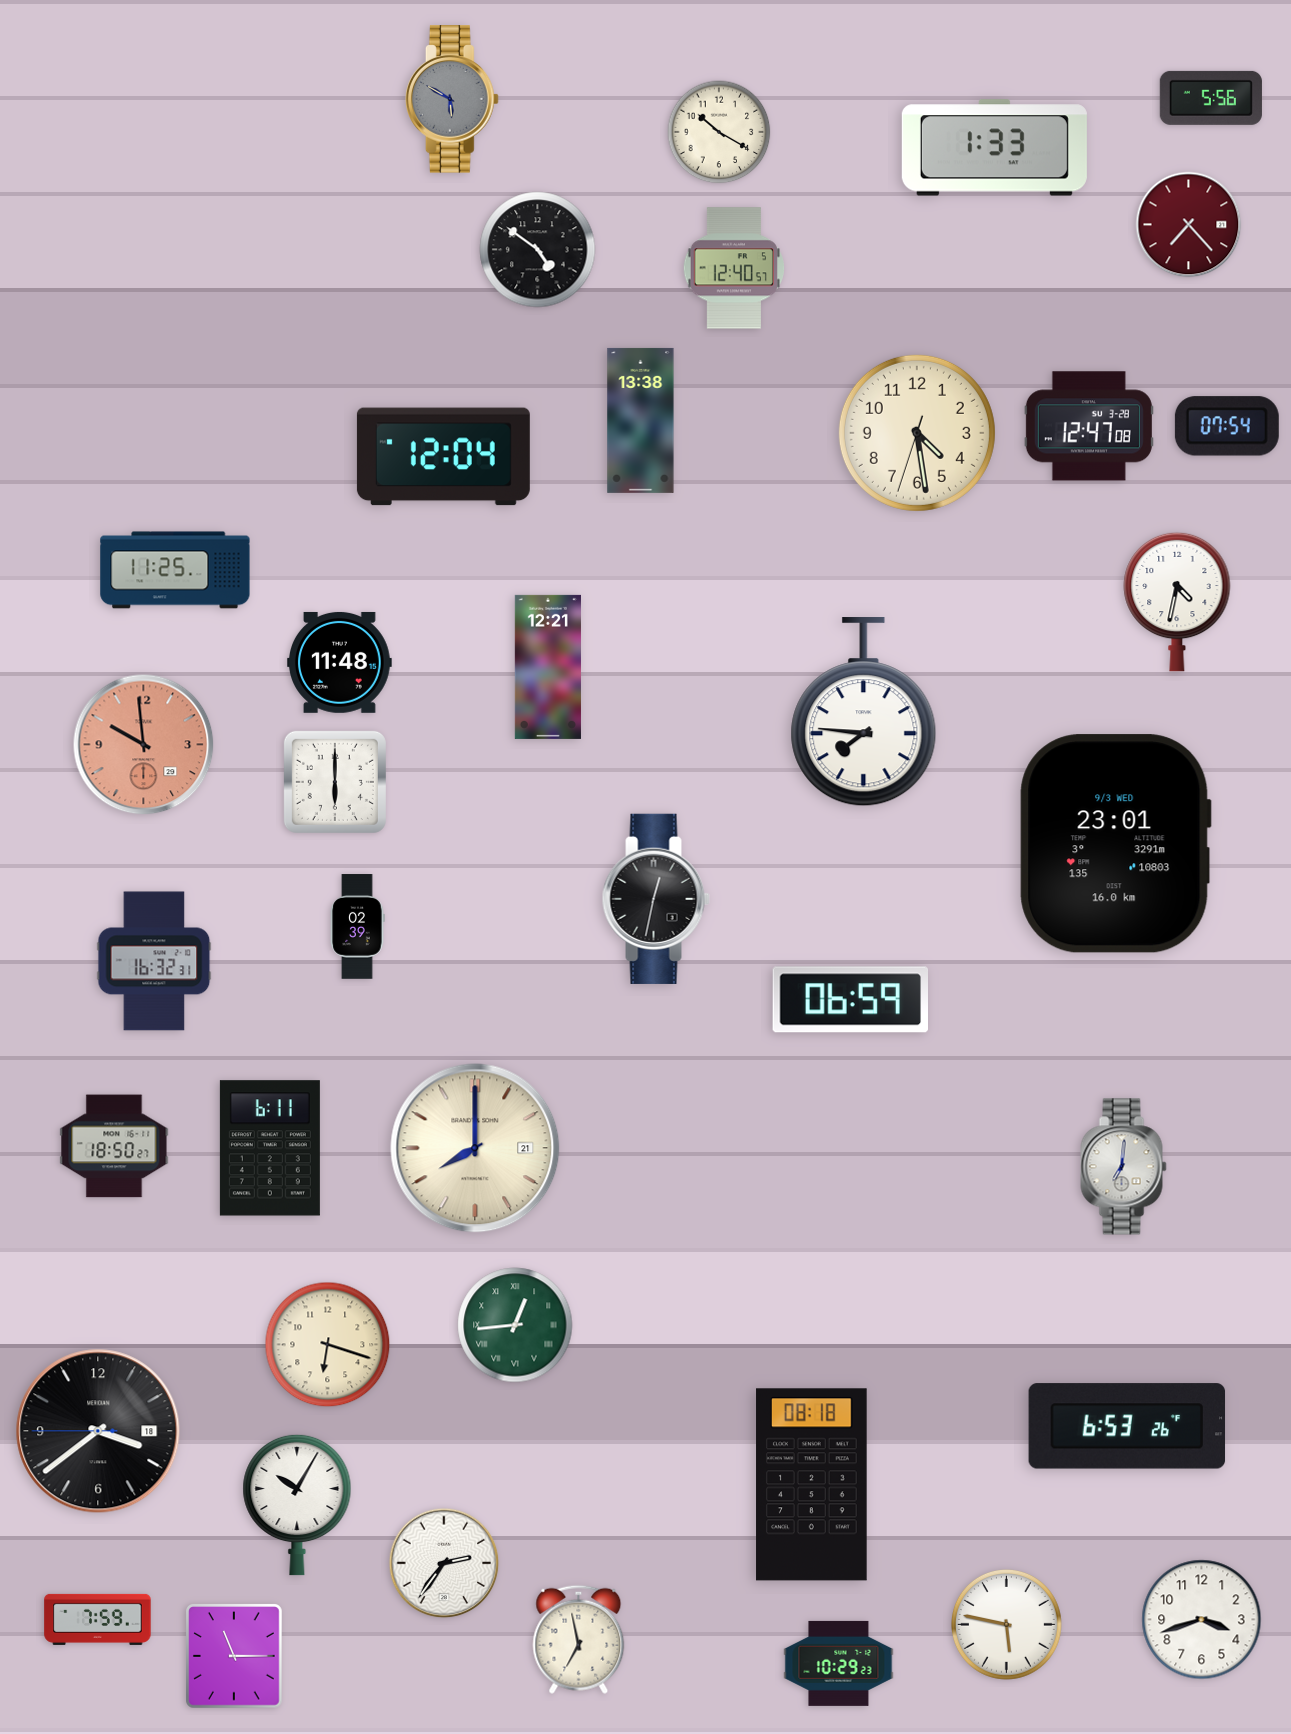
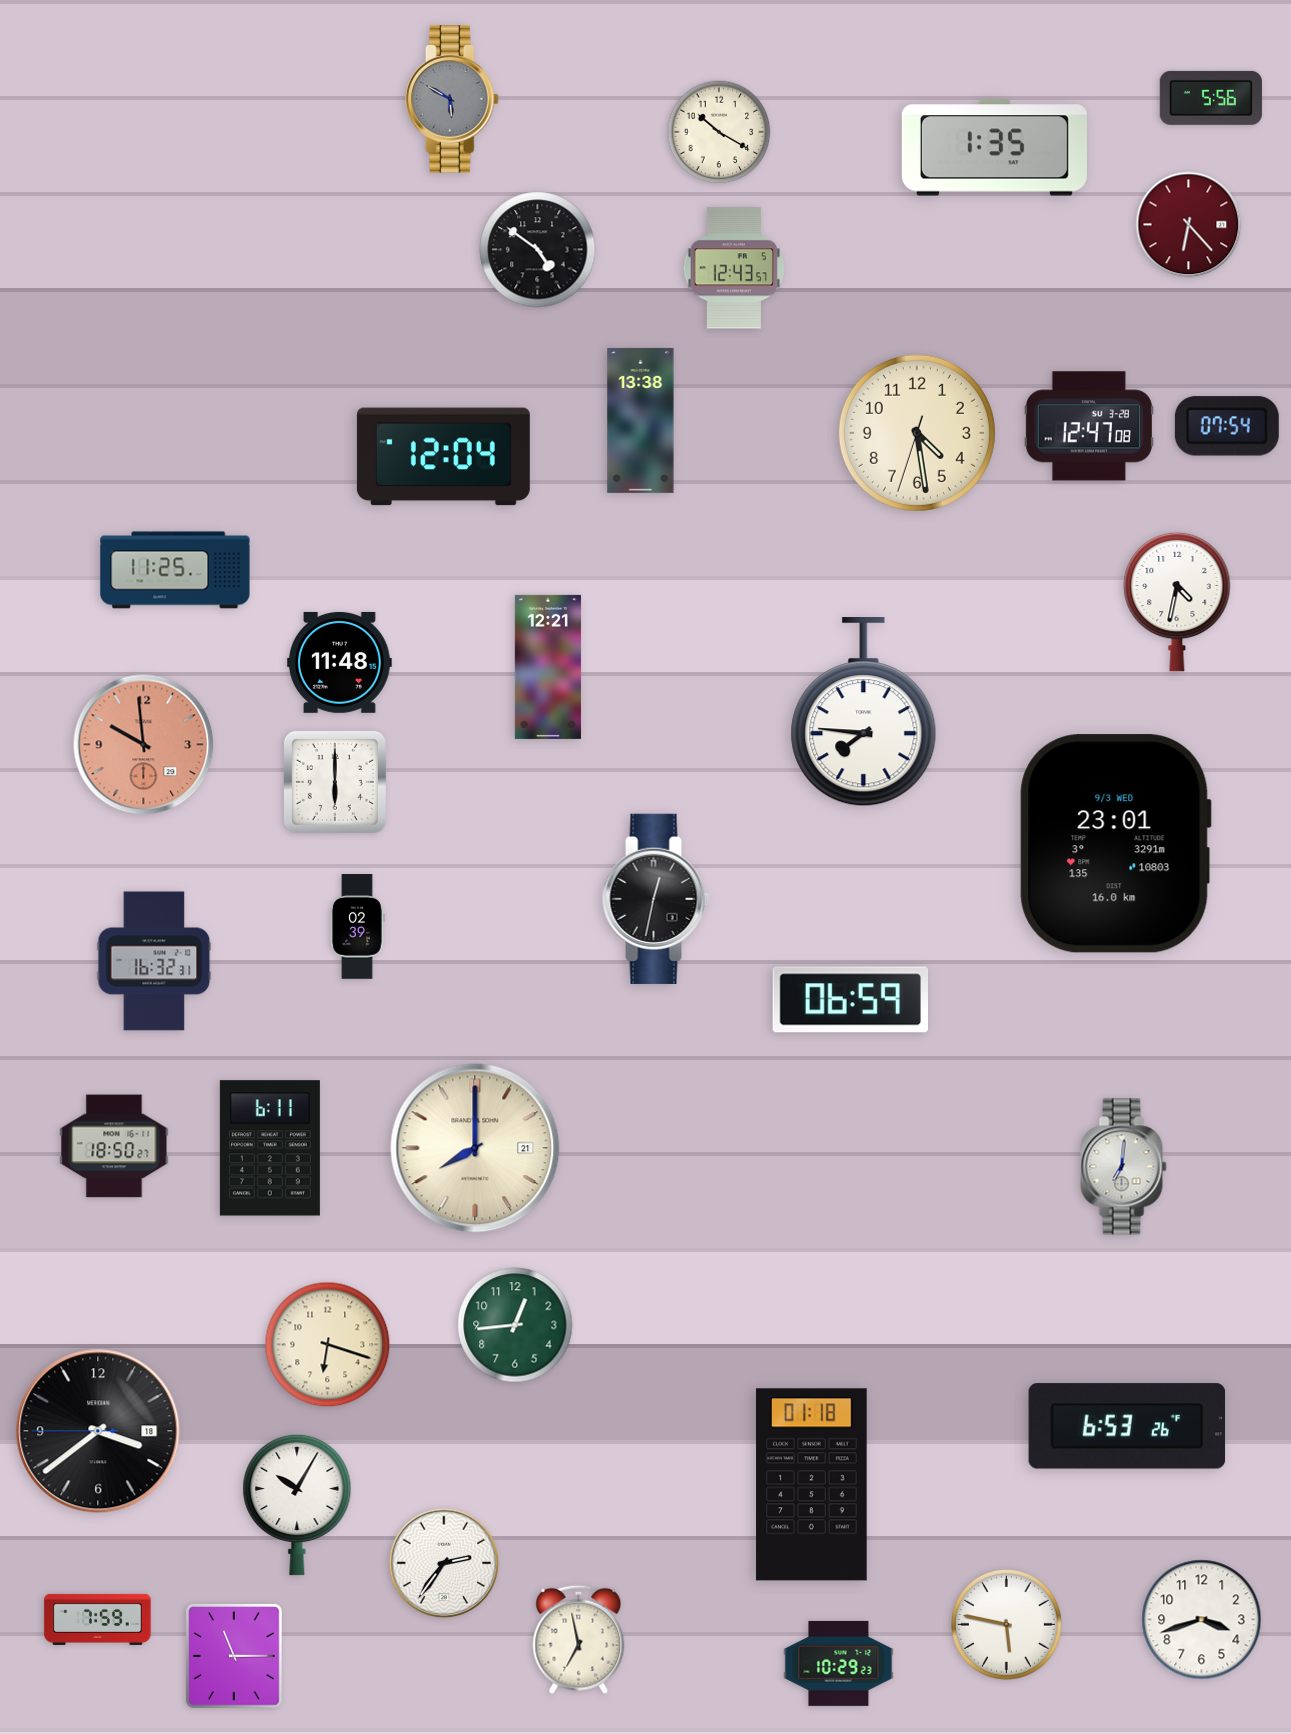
clock at (994, 148): 1:33 -> 1:35
clock at (1189, 225): 7:23 -> 6:23
clock at (733, 268): 12:40 -> 12:43
clock at (515, 1325) numerals: Roman -> Arabic
clock at (812, 1485): 08:18 -> 01:18
